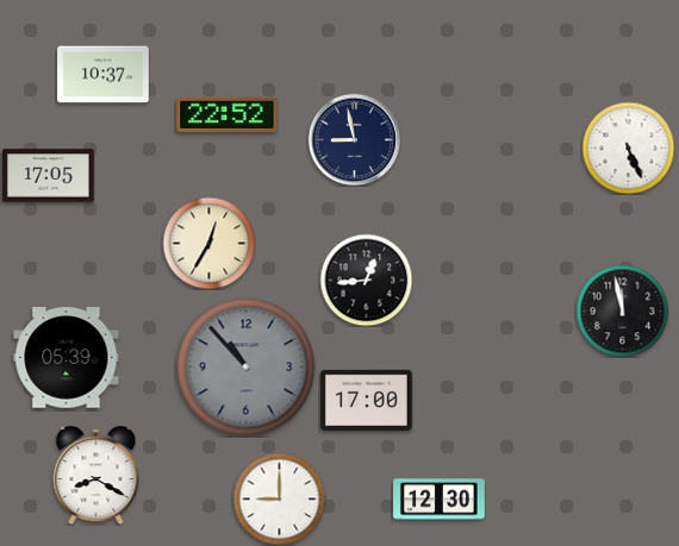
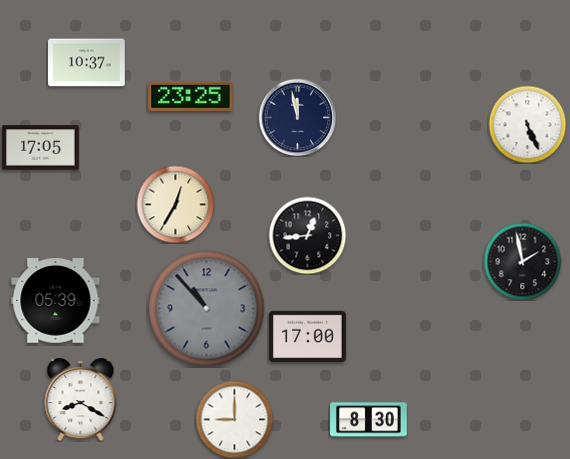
clock at (228, 114): 22:52 -> 23:25
clock at (354, 139): 8:58 -> 11:58
clock at (622, 310): 11:58 -> 1:58
clock at (440, 500): 12:30 -> 8:30
